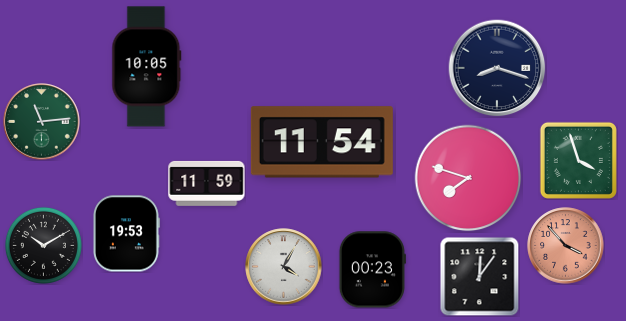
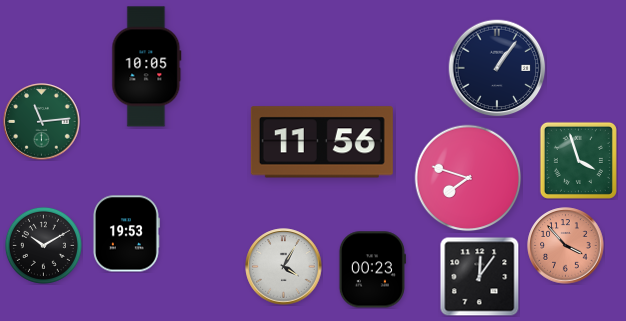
clock at (497, 68): 8:18 -> 1:06
clock at (322, 142): 11:54 -> 11:56
clock at (207, 183): 11:59 -> none
